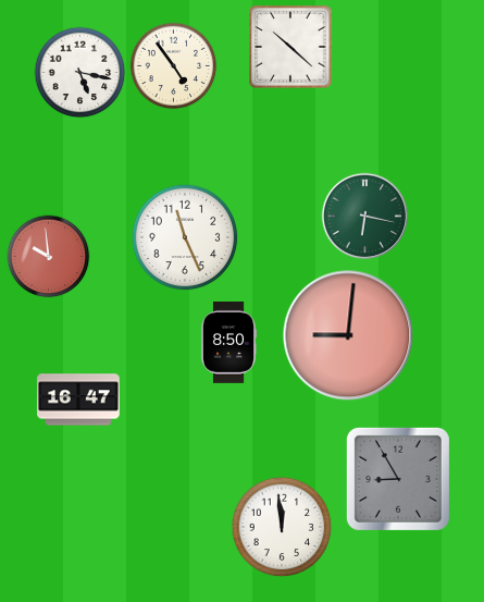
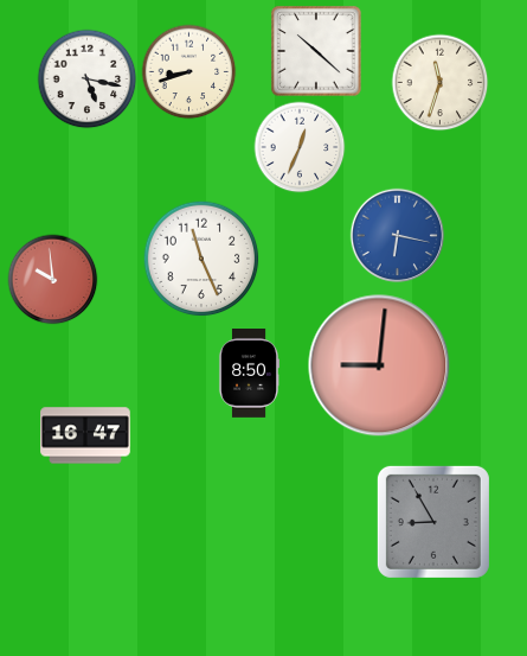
clock at (174, 66): 4:54 -> 8:42
clock at (441, 83): none -> 11:33
clock at (300, 147): none -> 12:34
clock at (365, 217) dial: green -> blue
clock at (282, 527): 11:59 -> none
